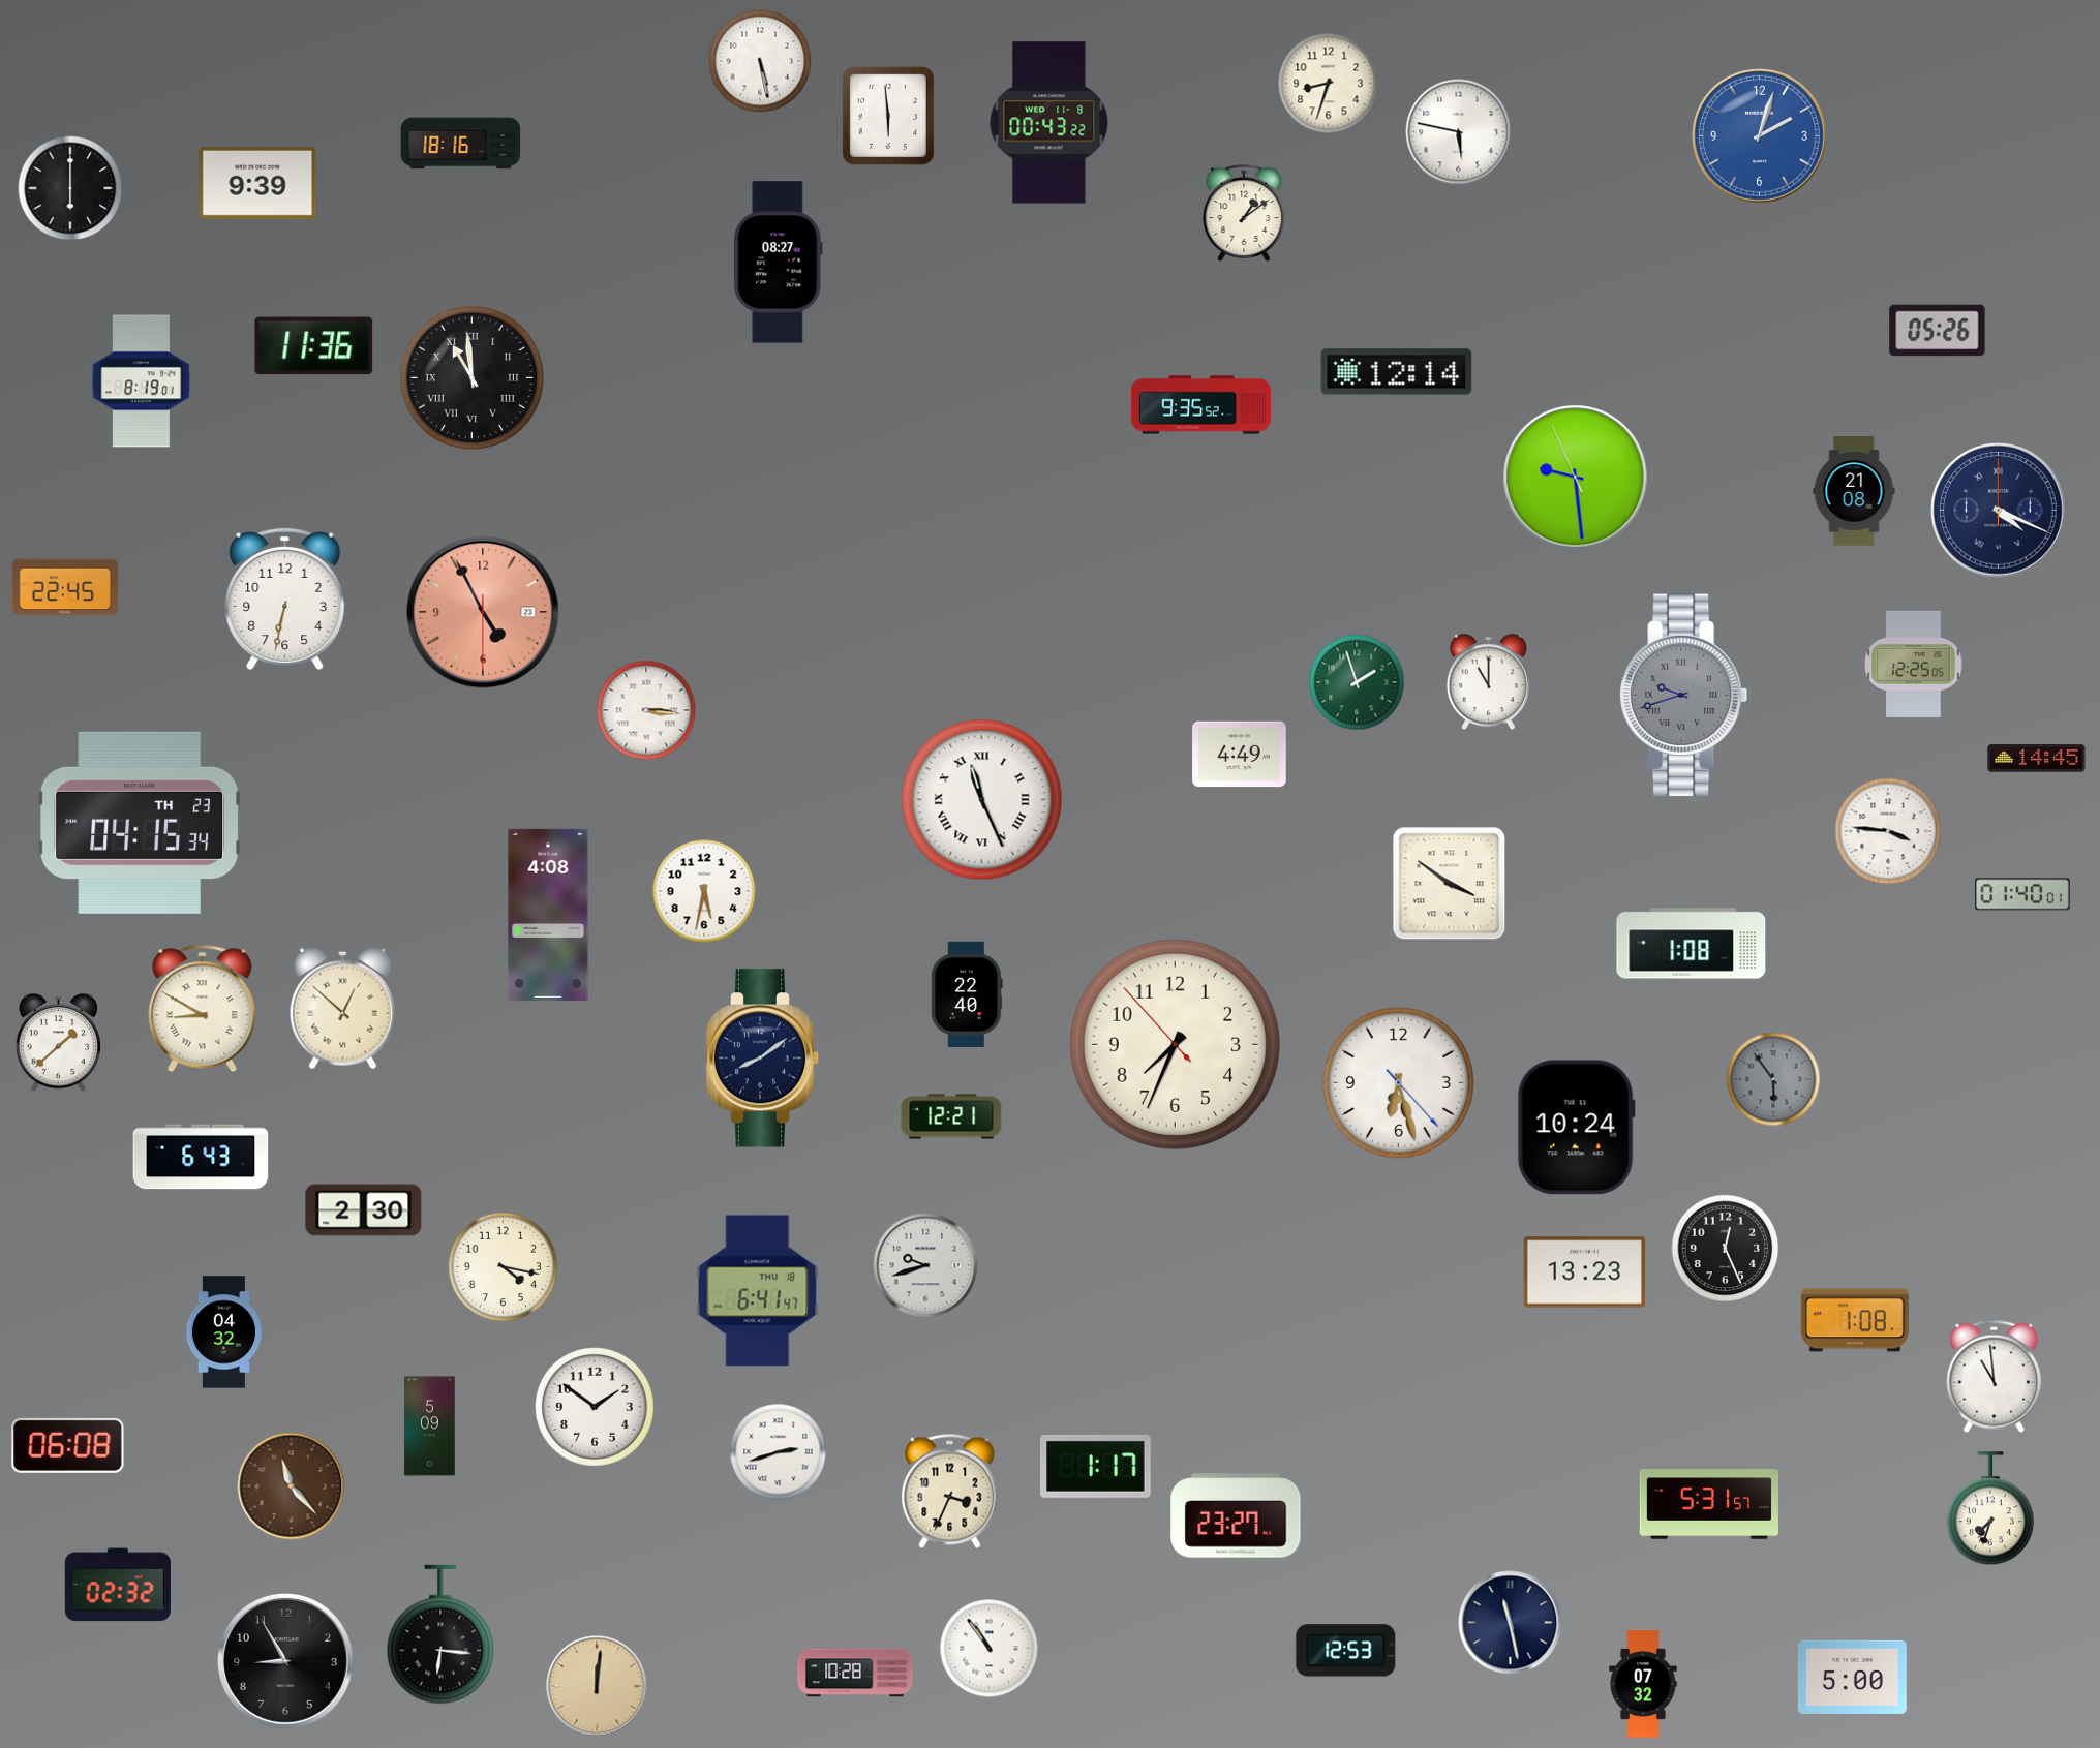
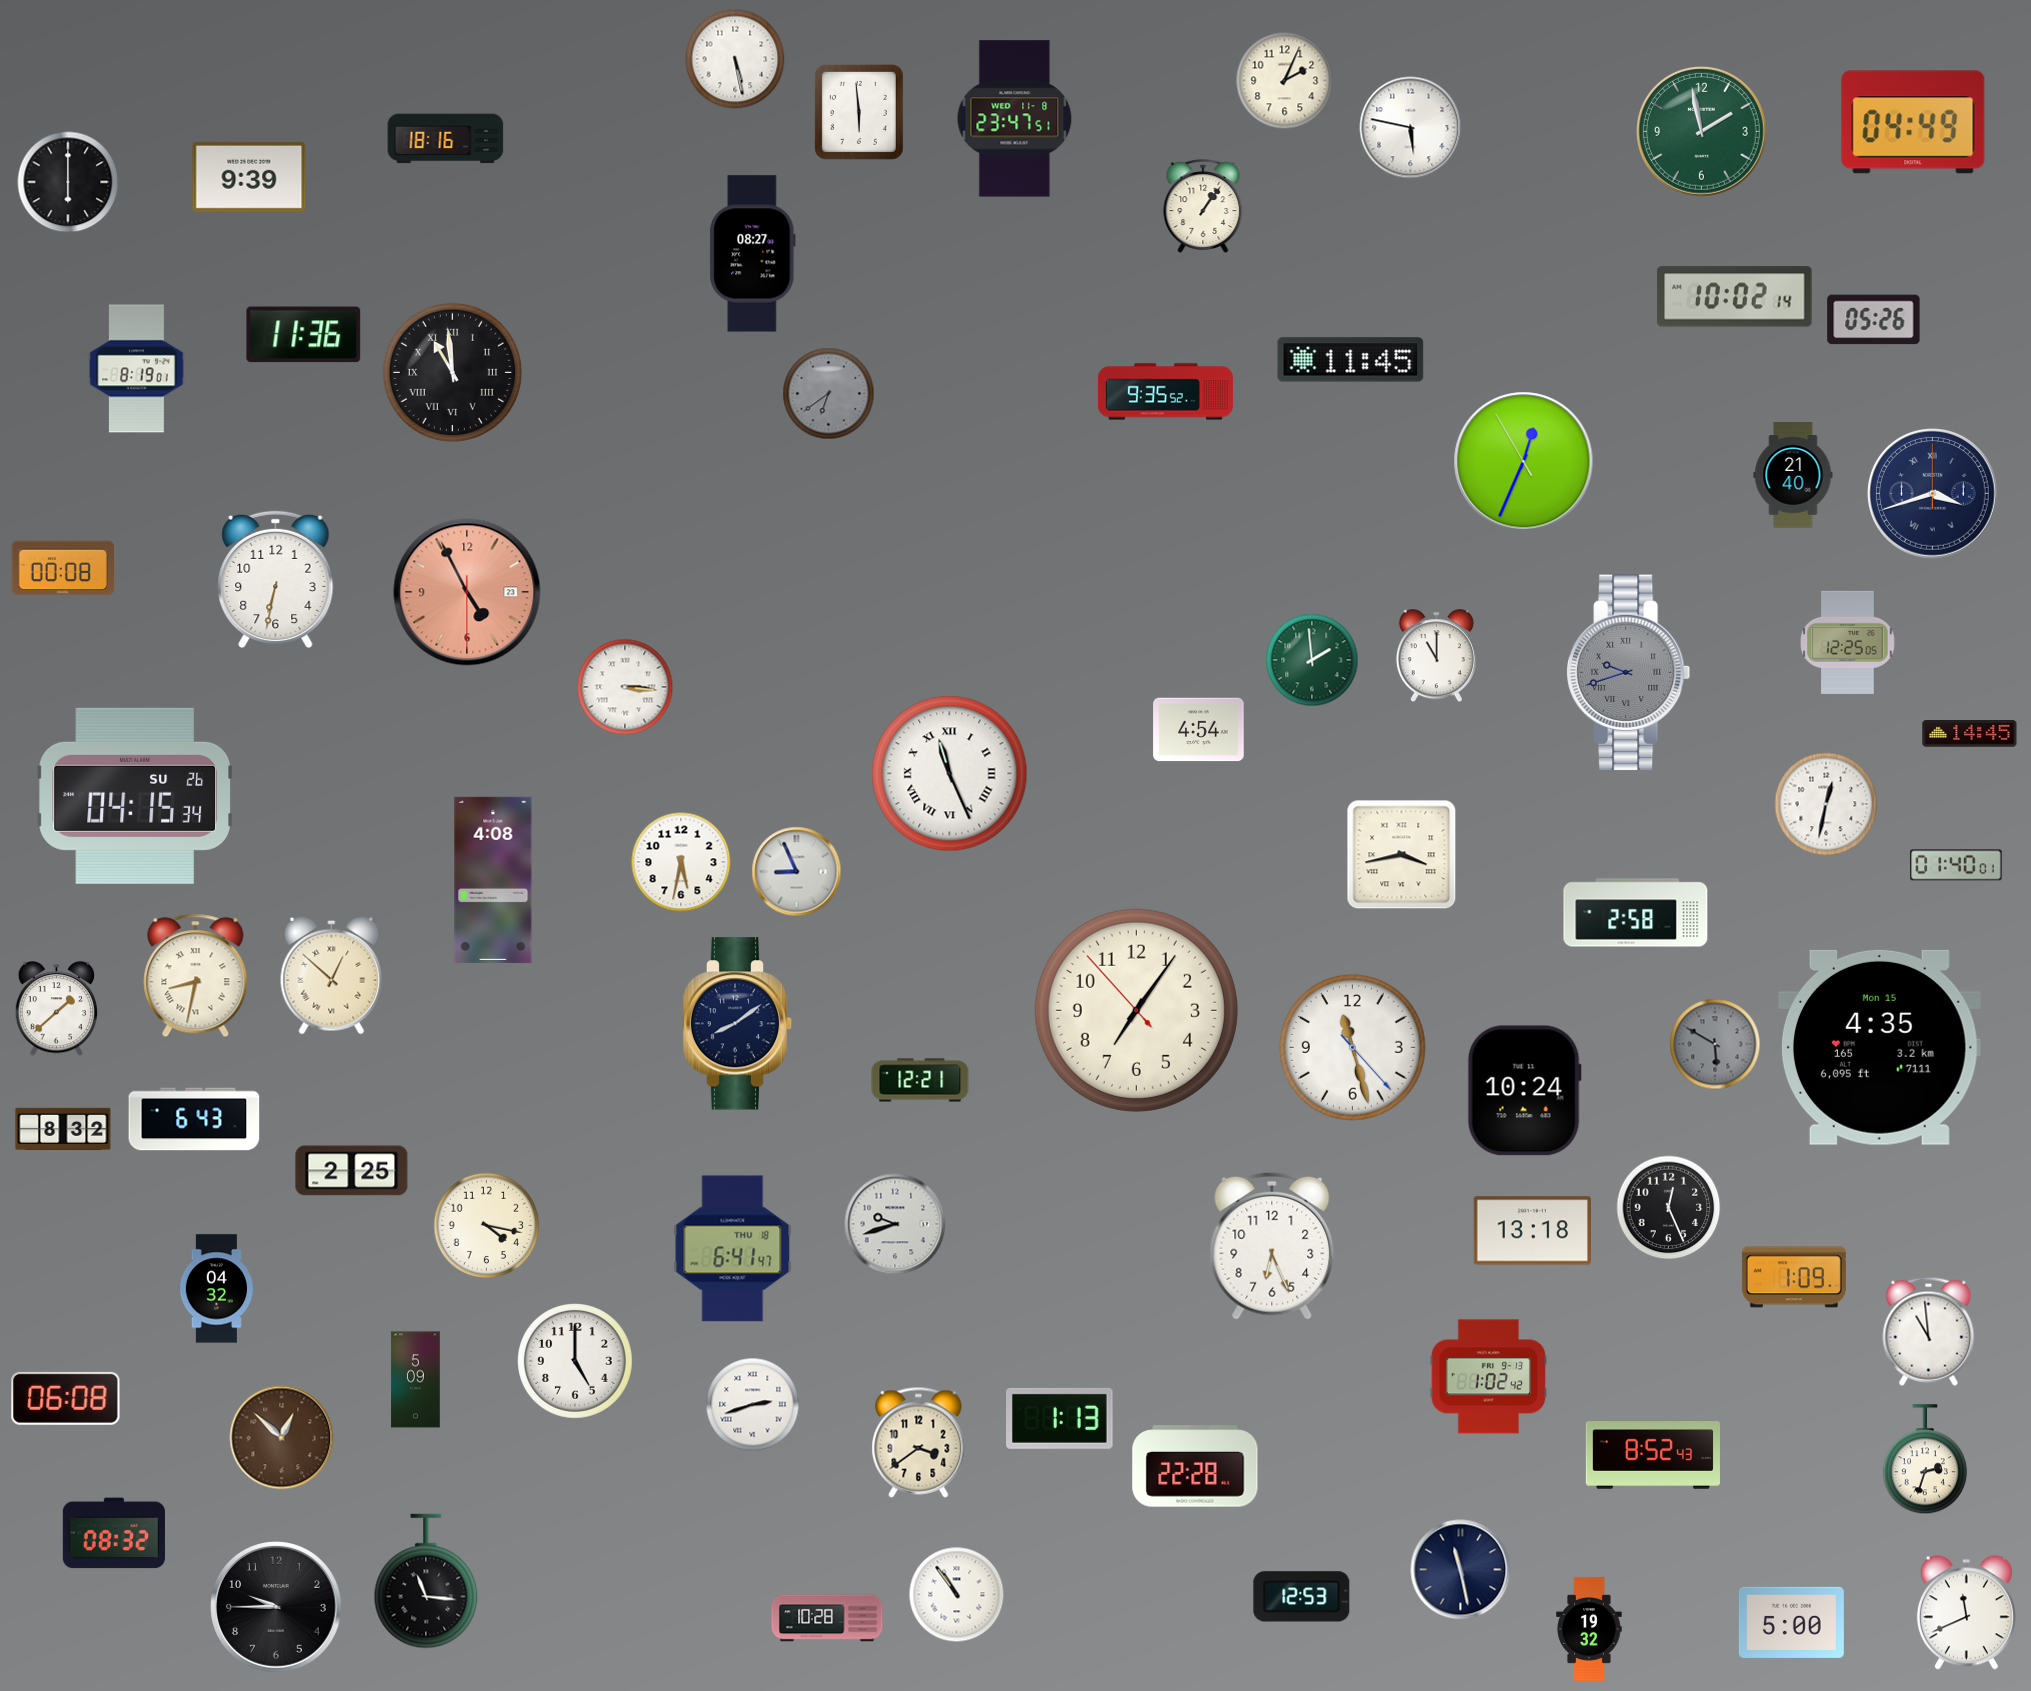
clock at (1329, 84): 8:33 -> 2:04
clock at (1049, 123): 00:43 -> 23:47
clock at (1913, 122): none -> 04:49
clock at (1760, 136): 2:03 -> 1:58
clock at (1760, 136) dial: blue -> green
clock at (1244, 213): 1:09 -> 1:06
clock at (1735, 297): none -> 10:02
clock at (1397, 372): 12:14 -> 11:45
clock at (471, 377) position: (471, 377) -> (452, 372)
clock at (1200, 405) position: (1200, 405) -> (1165, 392)
clock at (829, 394): none -> 6:39
clock at (1576, 478): 9:28 -> 12:33
clock at (1854, 491): 21:08 -> 21:40
clock at (1999, 511): 4:19 -> 3:42
clock at (65, 587): 22:45 -> 00:08
clock at (1914, 664) position: (1914, 664) -> (1848, 642)
clock at (1357, 682): 1:57 -> 1:59
clock at (1488, 682) position: (1488, 682) -> (1436, 656)
clock at (1240, 755): 4:49 -> 4:54
clock at (140, 823) date: TH 23 -> SU 26
clock at (1888, 831): 3:46 -> 12:32
clock at (1450, 884): 3:51 -> 3:43
clock at (797, 872): none -> 8:56
clock at (548, 915) position: (548, 915) -> (493, 880)
clock at (1692, 944): 1:08 -> 2:58
clock at (967, 994): 22:40 -> none
clock at (203, 1009): 8:50 -> 8:32
clock at (1175, 1044): 7:33 -> 7:05
clock at (1773, 1079): 5:54 -> 5:50
clock at (1398, 1082): 6:27 -> 11:27
clock at (1879, 1047): none -> 4:35
clock at (63, 1128): none -> 8:32
clock at (364, 1210): 2:30 -> 2:25
clock at (1584, 1272): 13:23 -> 13:18
clock at (1272, 1246): none -> 6:26
clock at (1855, 1320): 1:08 -> 1:09
clock at (596, 1408): 1:51 -> 5:00
clock at (1489, 1377): none -> 1:02
clock at (1096, 1466): 1:17 -> 1:13
clock at (292, 1486): 11:23 -> 12:52
clock at (950, 1491): 3:34 -> 3:39
clock at (1709, 1504): 5:31 -> 8:52
clock at (1990, 1509): 7:33 -> 2:33
clock at (1236, 1515): 23:27 -> 22:28
clock at (118, 1585): 02:32 -> 08:32
clock at (440, 1634): 6:16 -> 11:16
clock at (286, 1662): 8:55 -> 9:45
clock at (1966, 1613): none -> 11:41
clock at (1643, 1684): 07:32 -> 19:32
clock at (597, 1686): 12:01 -> none
